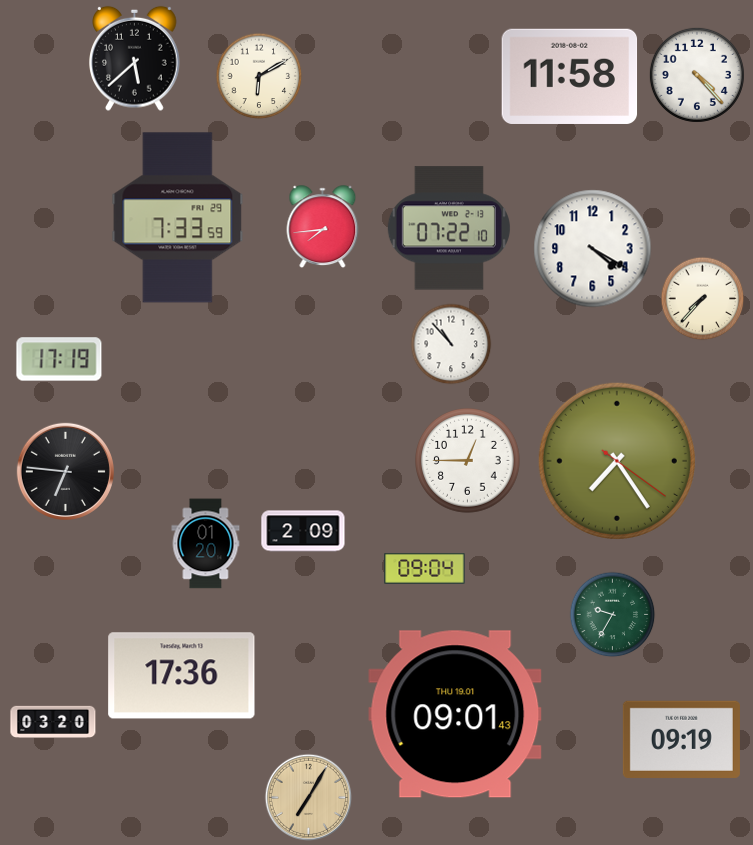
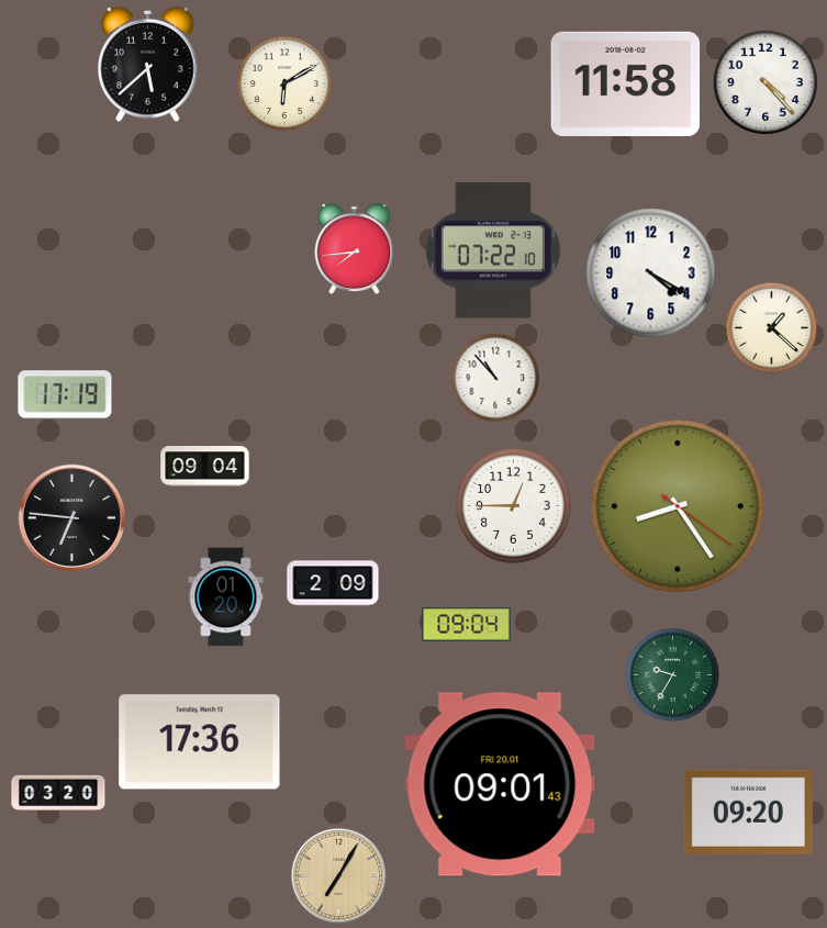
clock at (178, 218): 7:33 -> none
clock at (703, 299): 7:37 -> 1:22
clock at (205, 467): none -> 09:04
clock at (617, 461): 7:24 -> 8:24
clock at (455, 714) date: THU 19.01 -> FRI 20.01
clock at (681, 739): 09:19 -> 09:20
